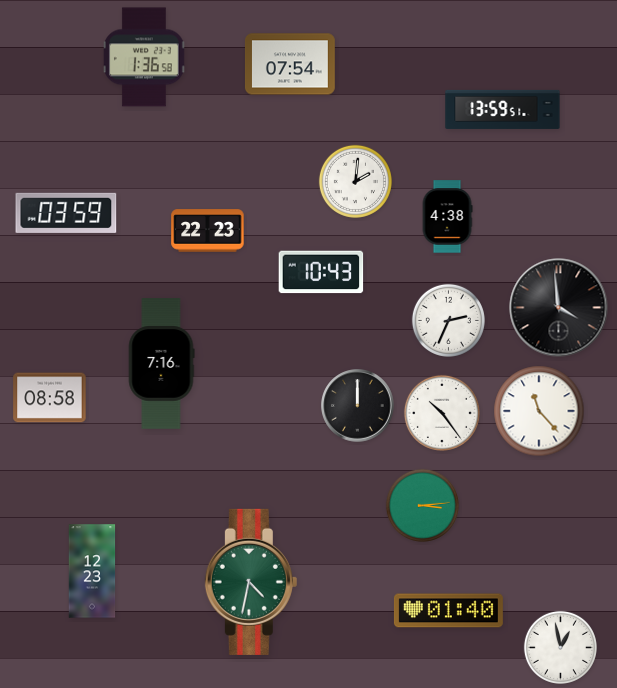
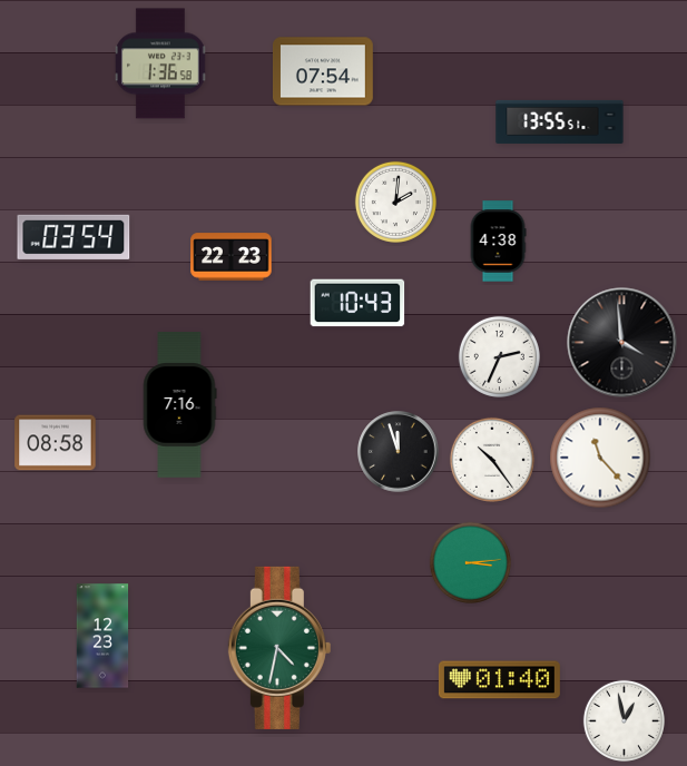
clock at (503, 109): 13:59 -> 13:55
clock at (66, 213): 03:59 -> 03:54
clock at (358, 406): 12:00 -> 11:57
